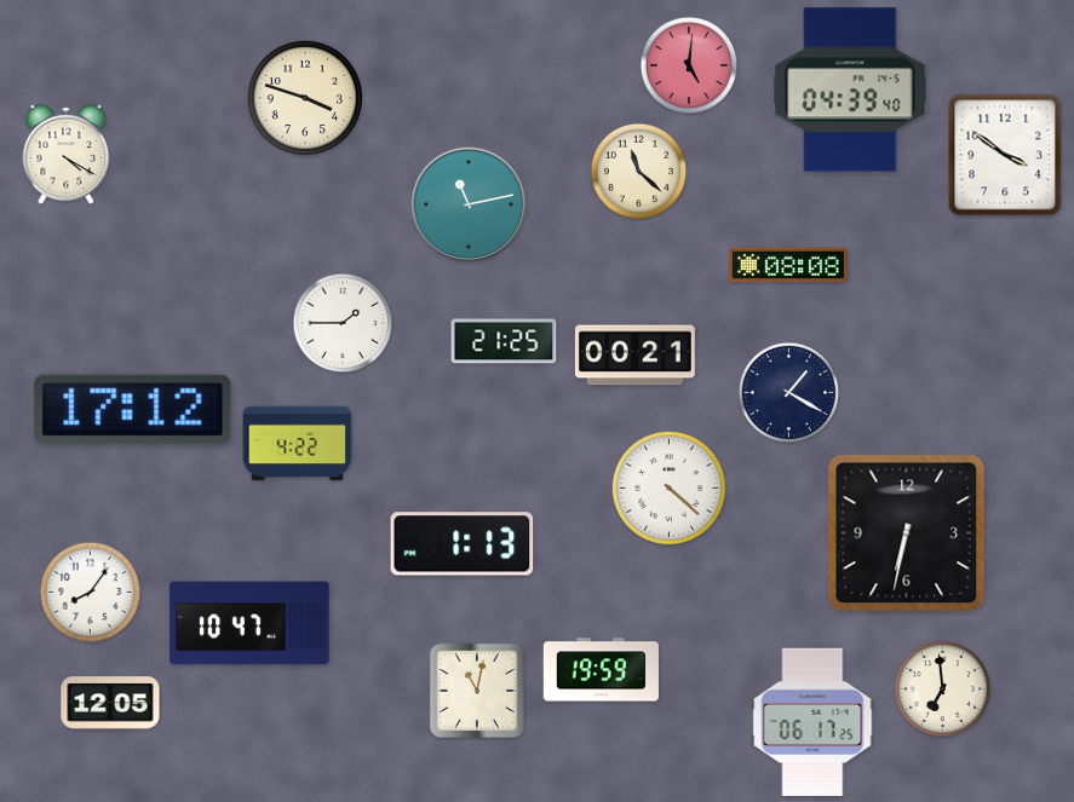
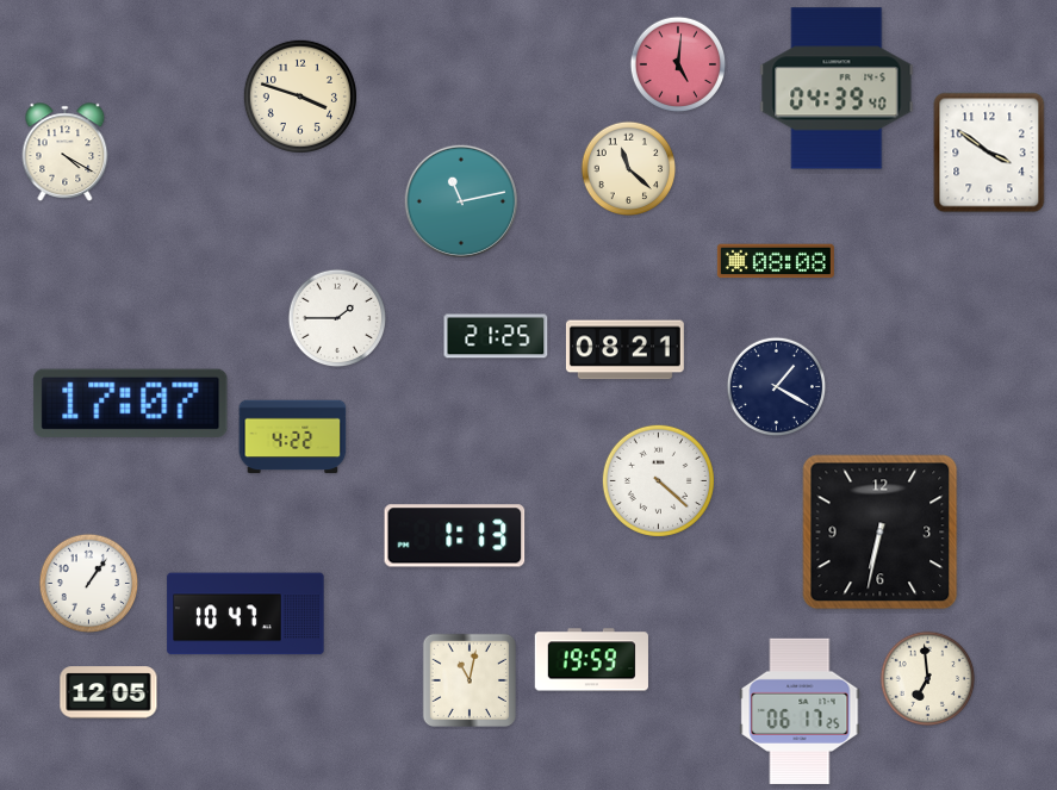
clock at (634, 356): 00:21 -> 08:21
clock at (133, 409): 17:12 -> 17:07
clock at (907, 533) position: (907, 533) -> (881, 533)
clock at (91, 593): 8:06 -> 1:06
